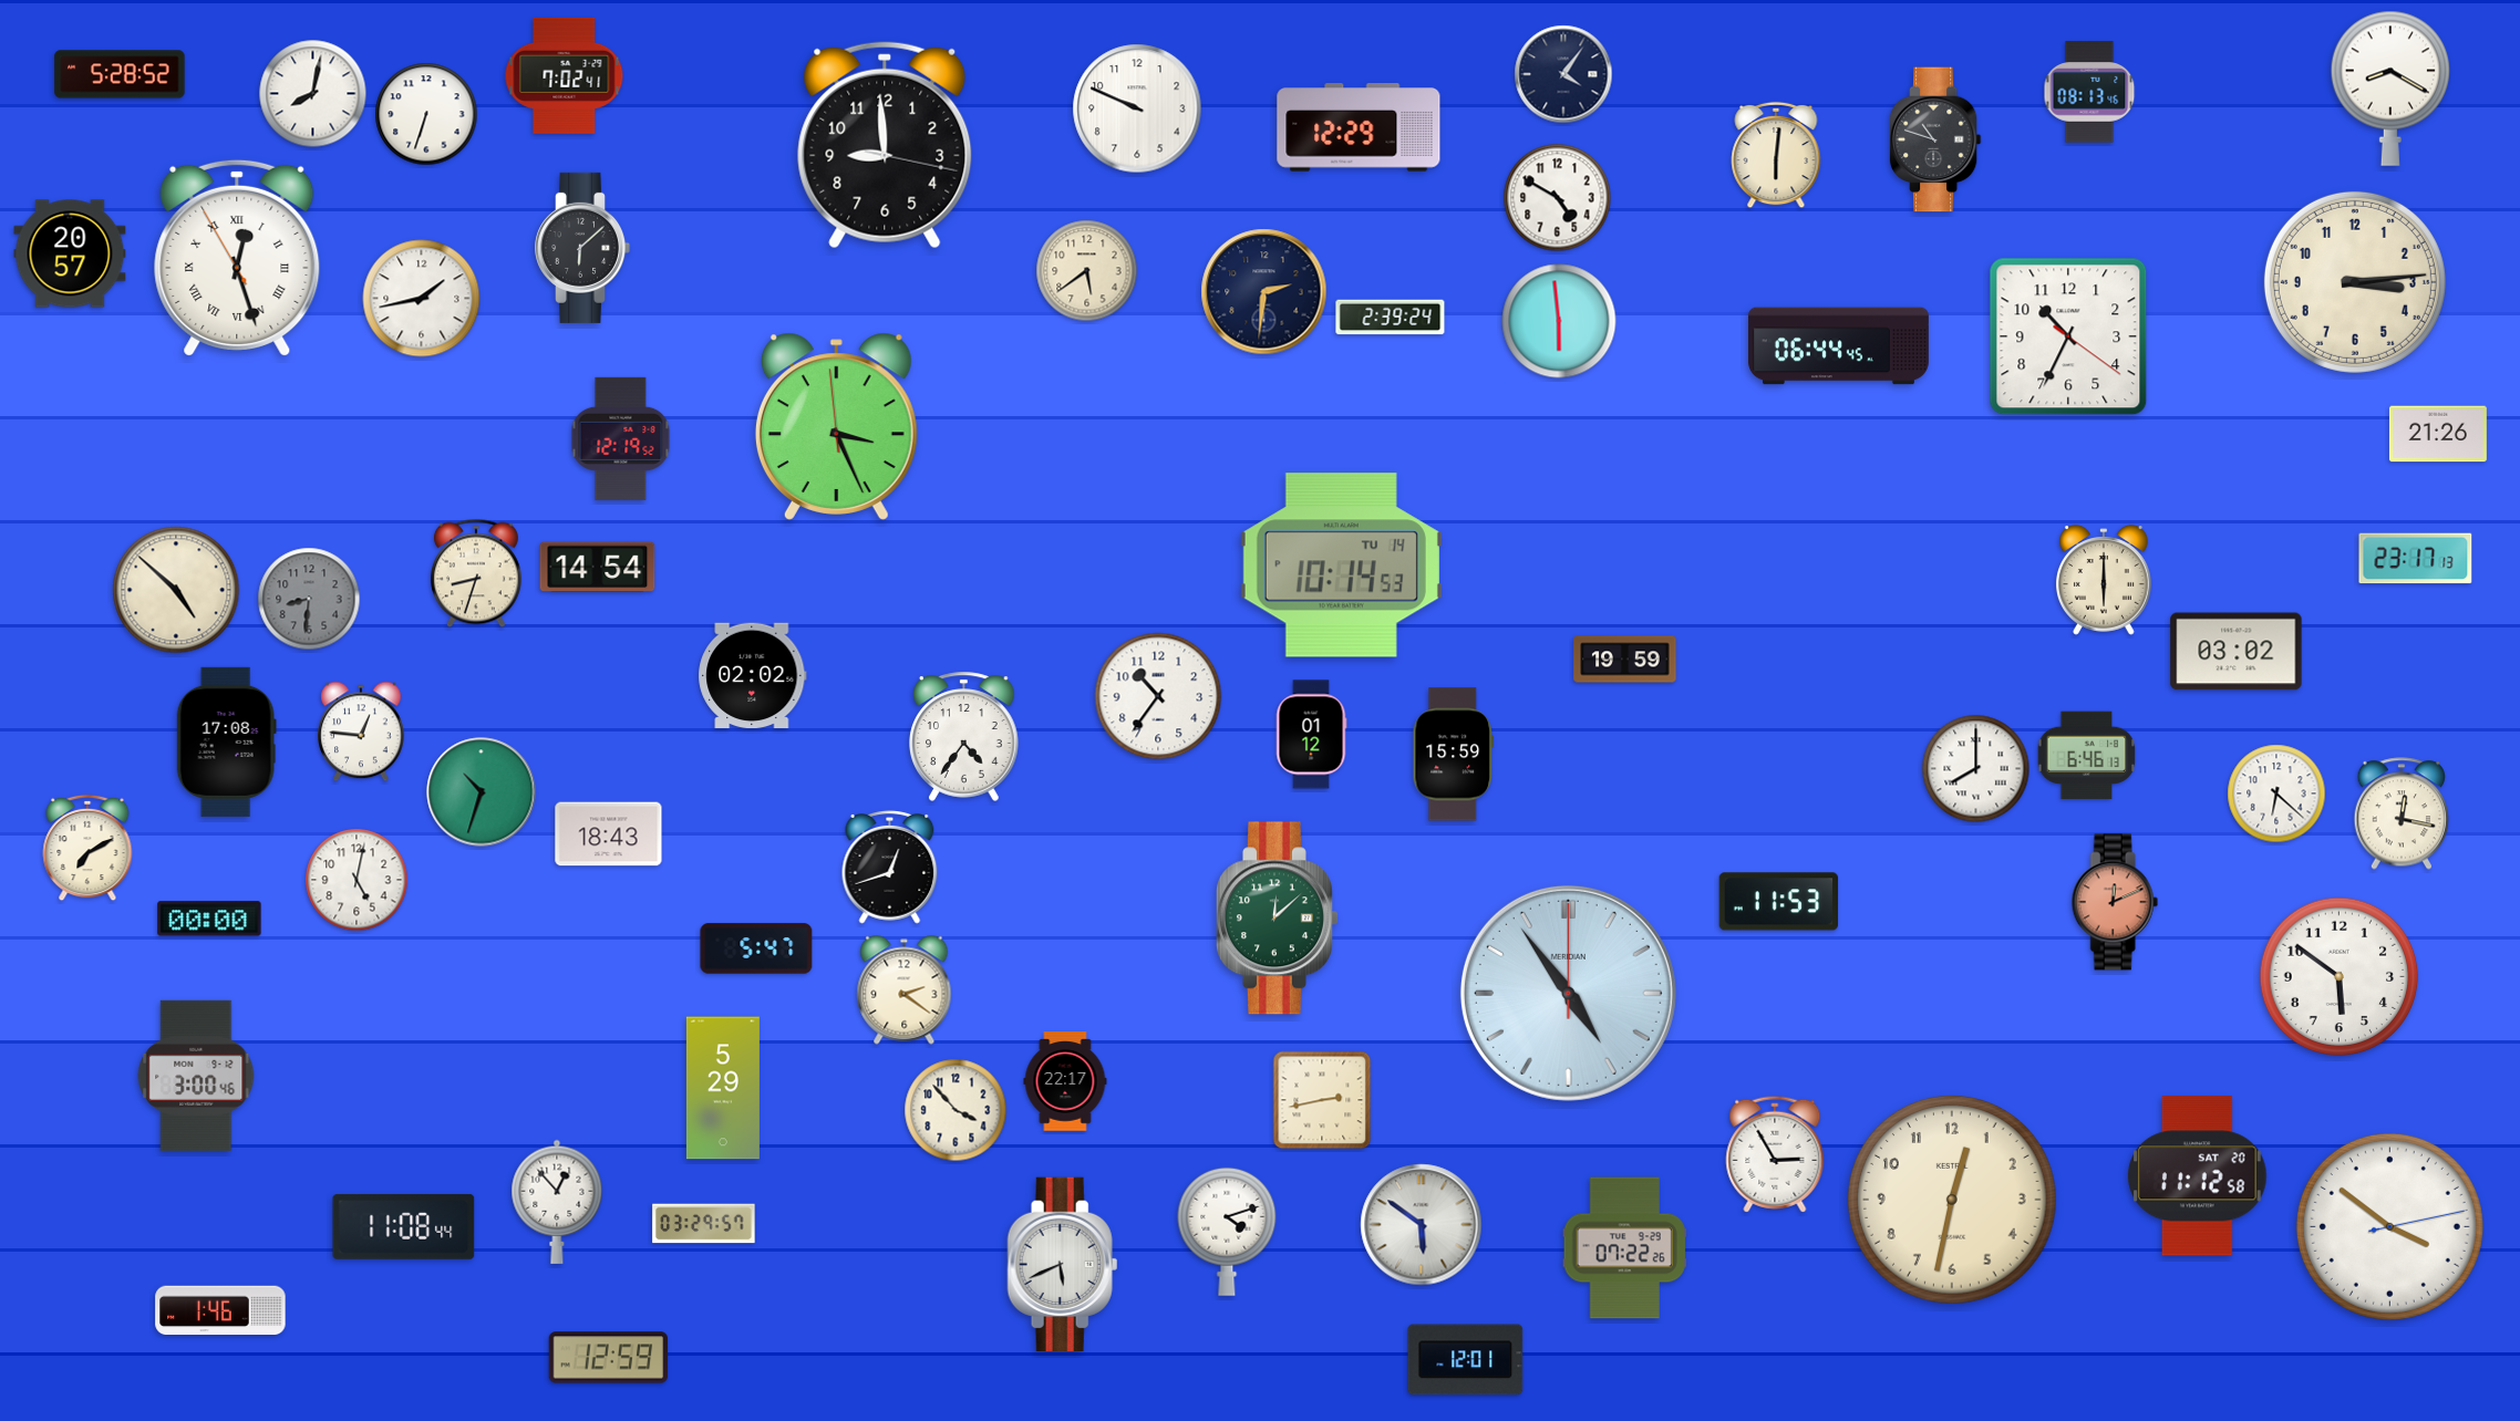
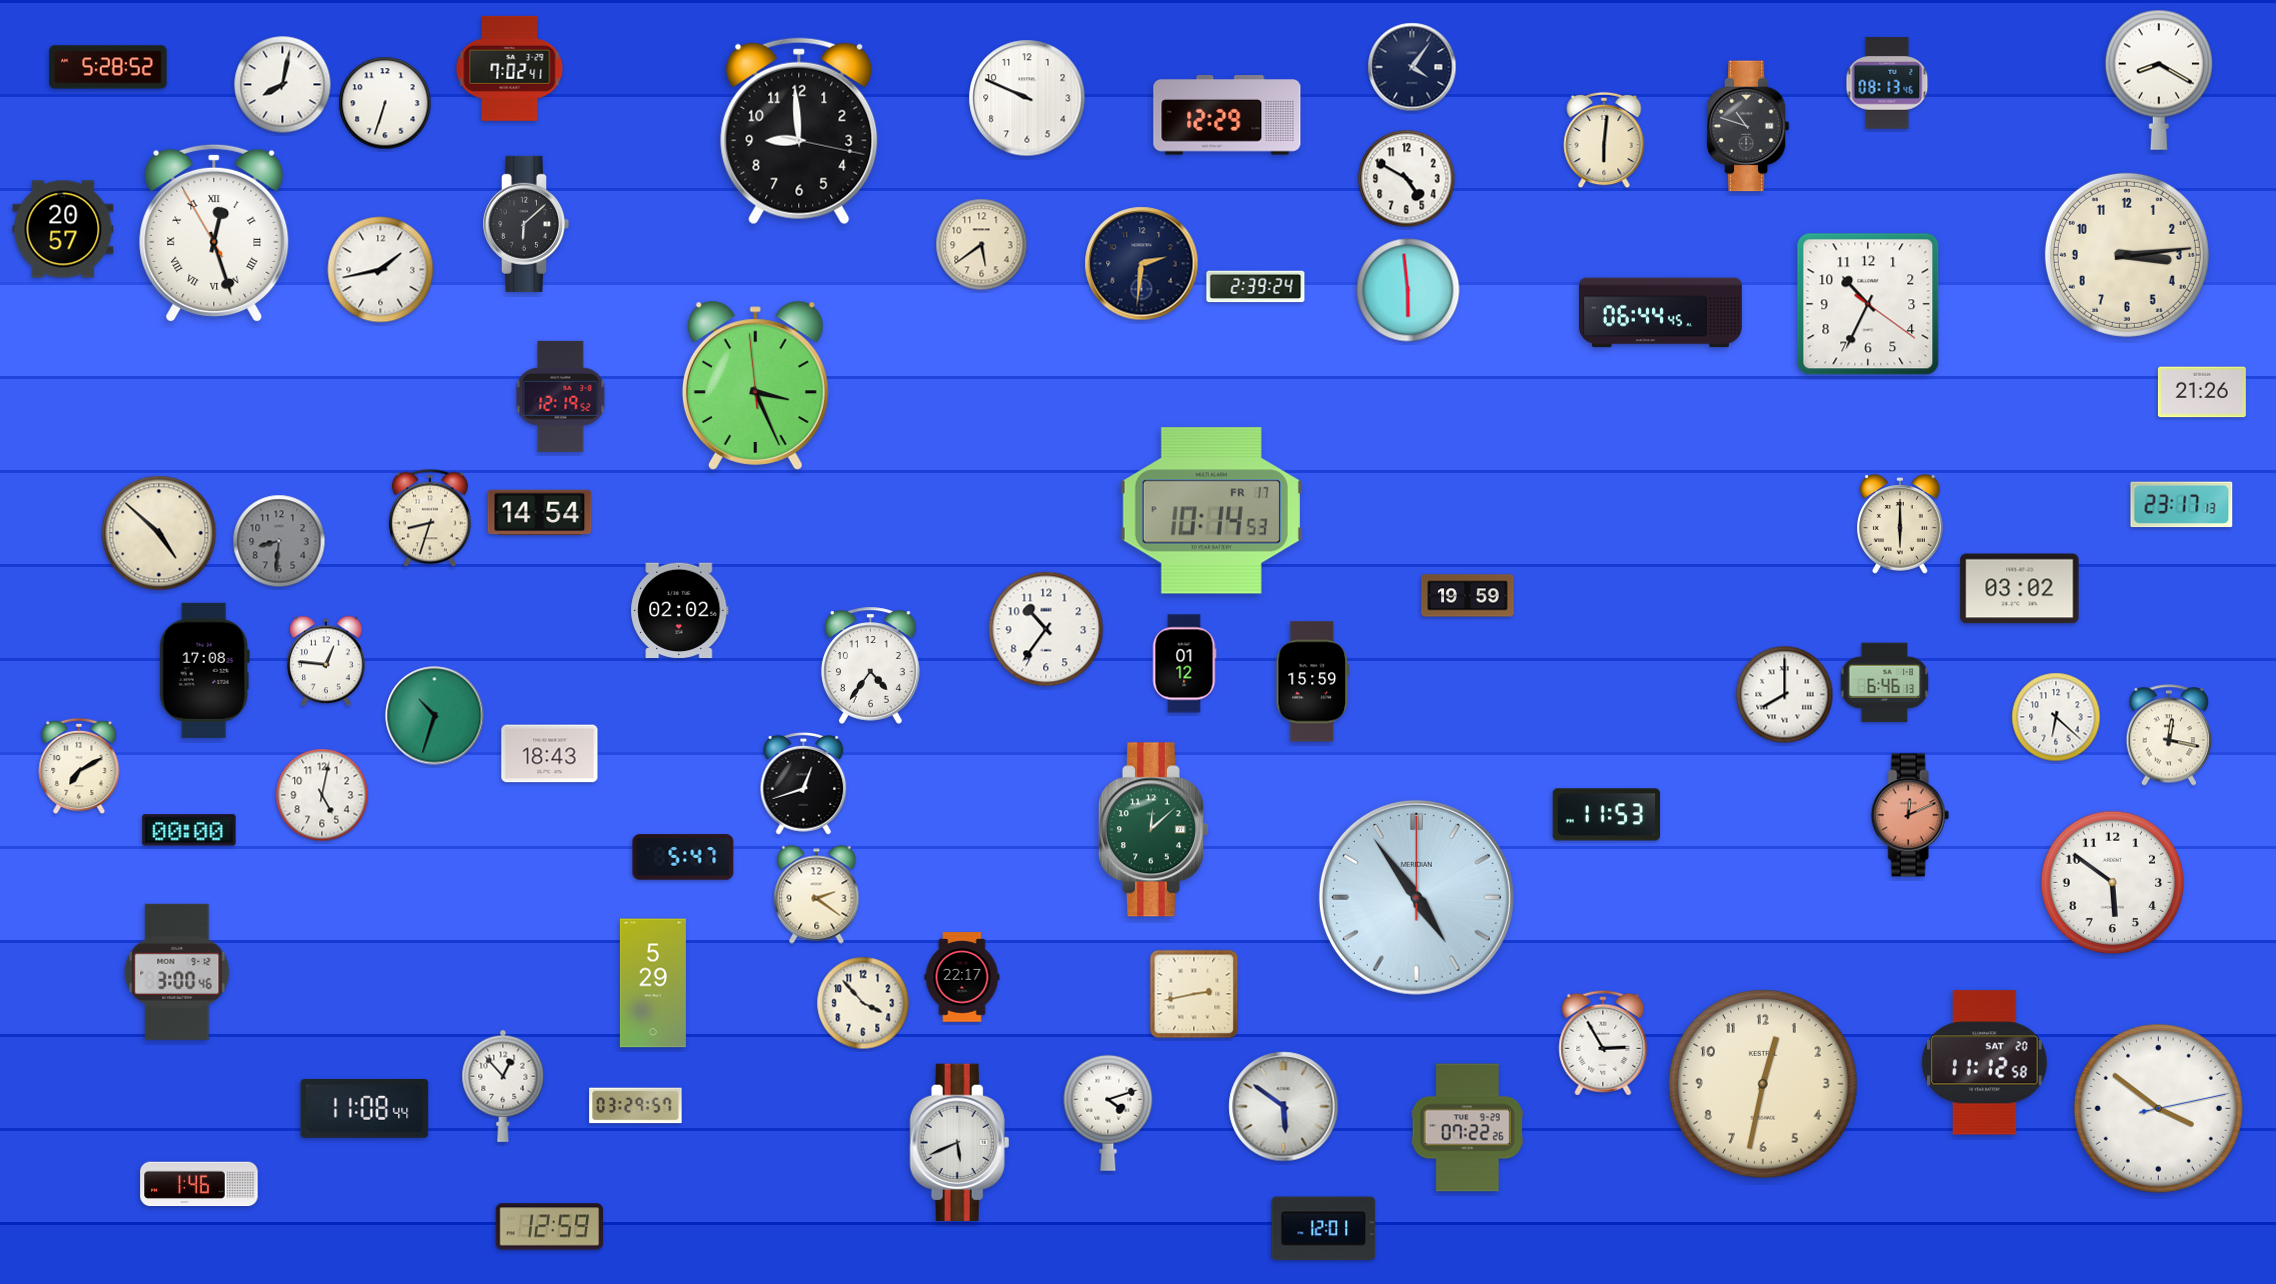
clock at (1341, 566) date: TU 14 -> FR 17
